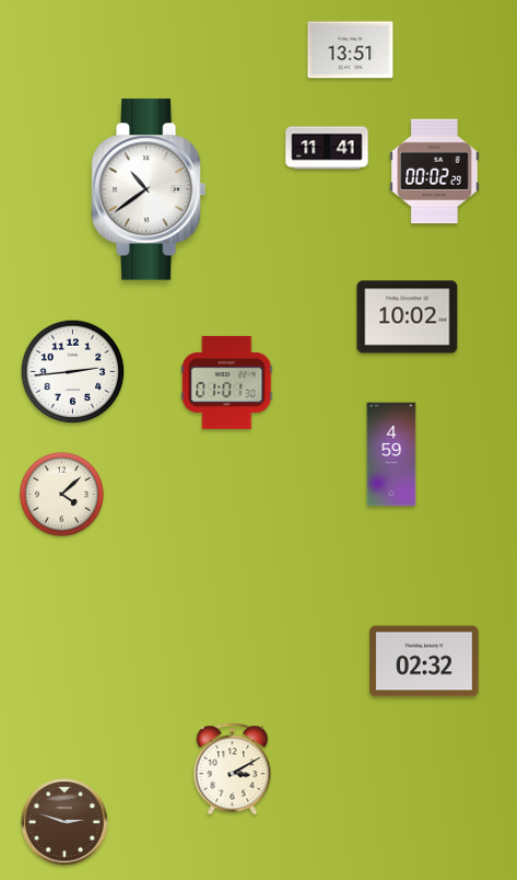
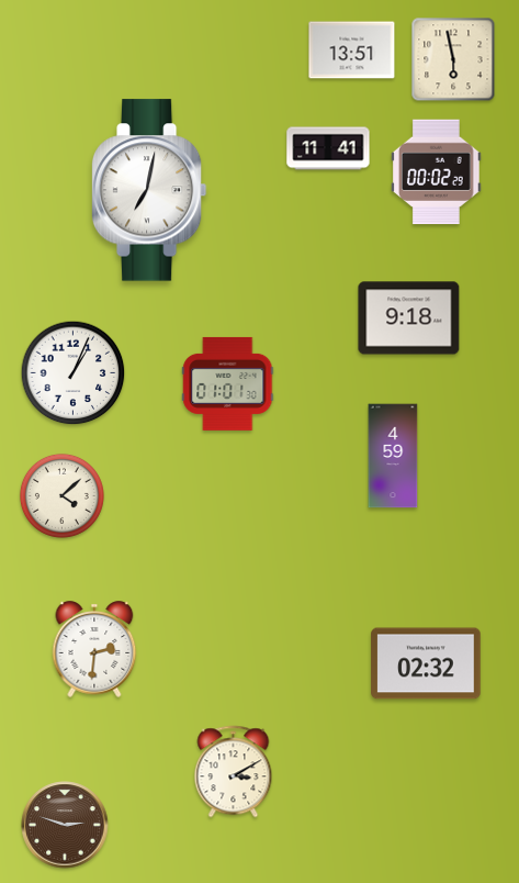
clock at (453, 59): none -> 5:58
clock at (149, 189): 10:39 -> 7:02
clock at (408, 317): 10:02 -> 9:18
clock at (73, 372): 2:44 -> 1:04
clock at (94, 649): none -> 2:31
